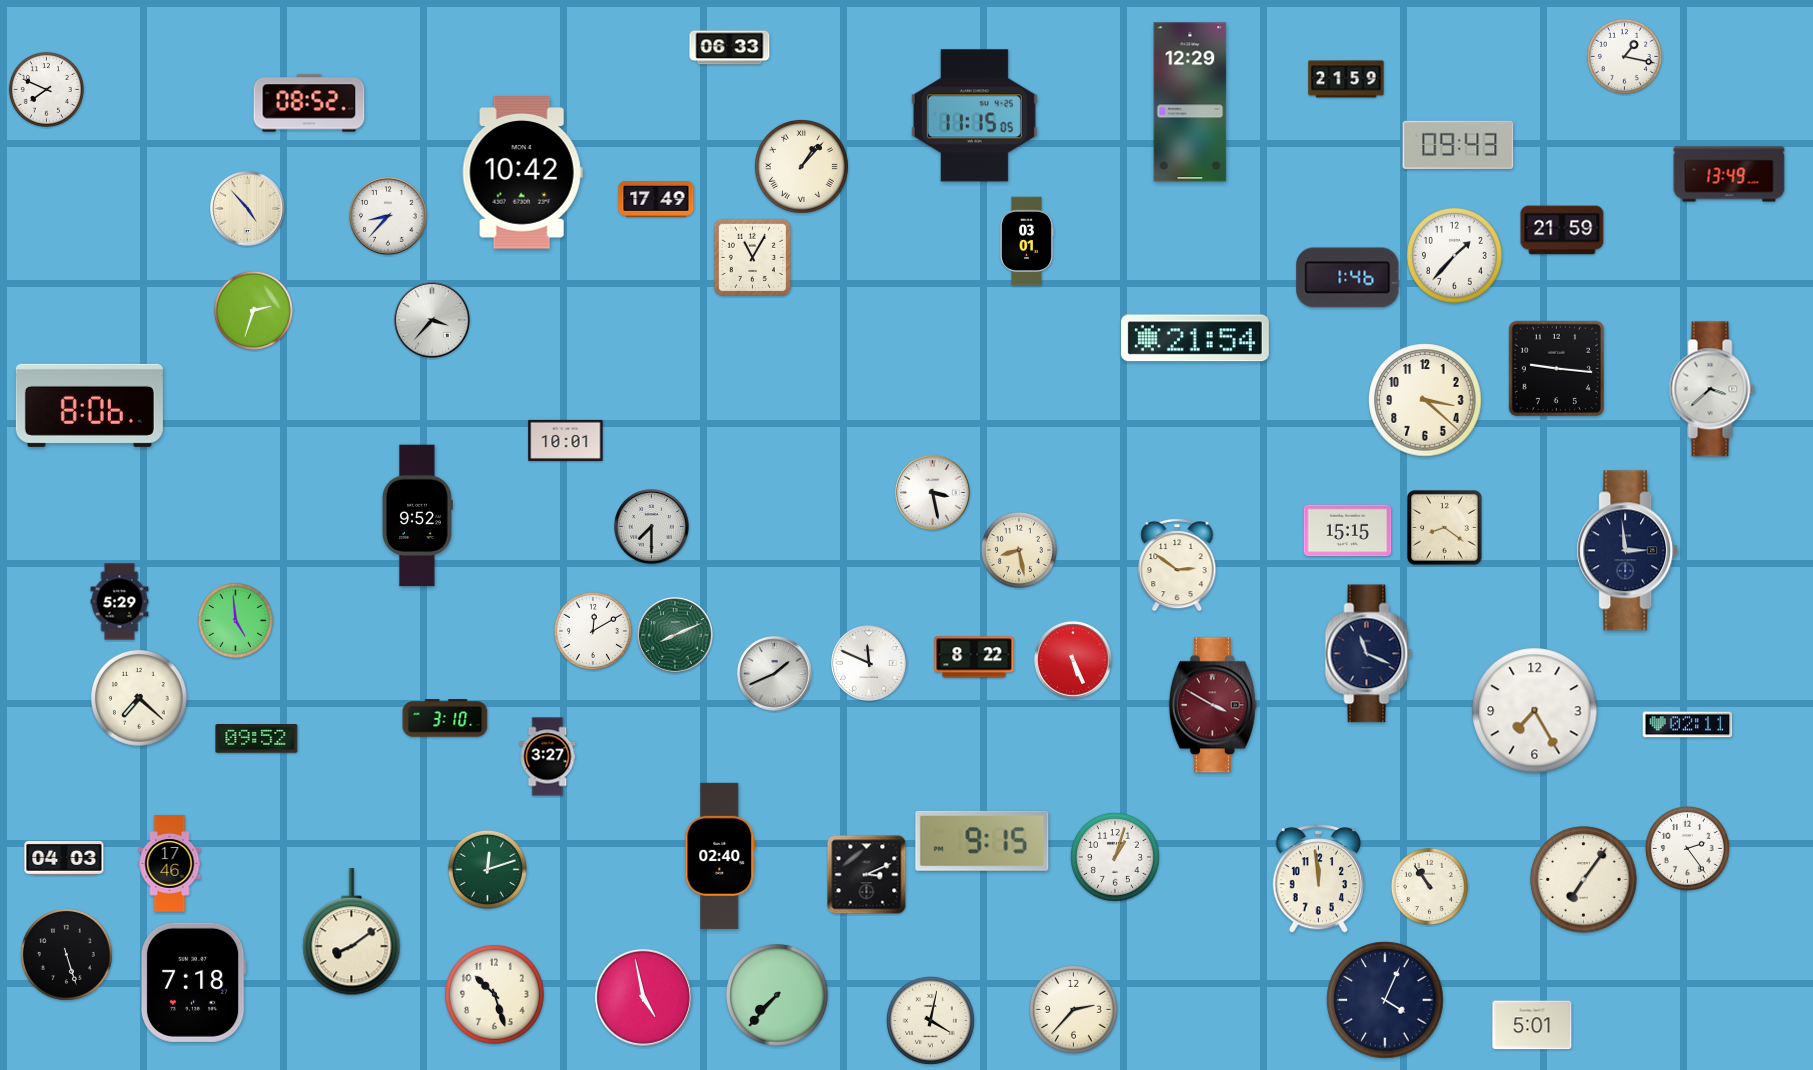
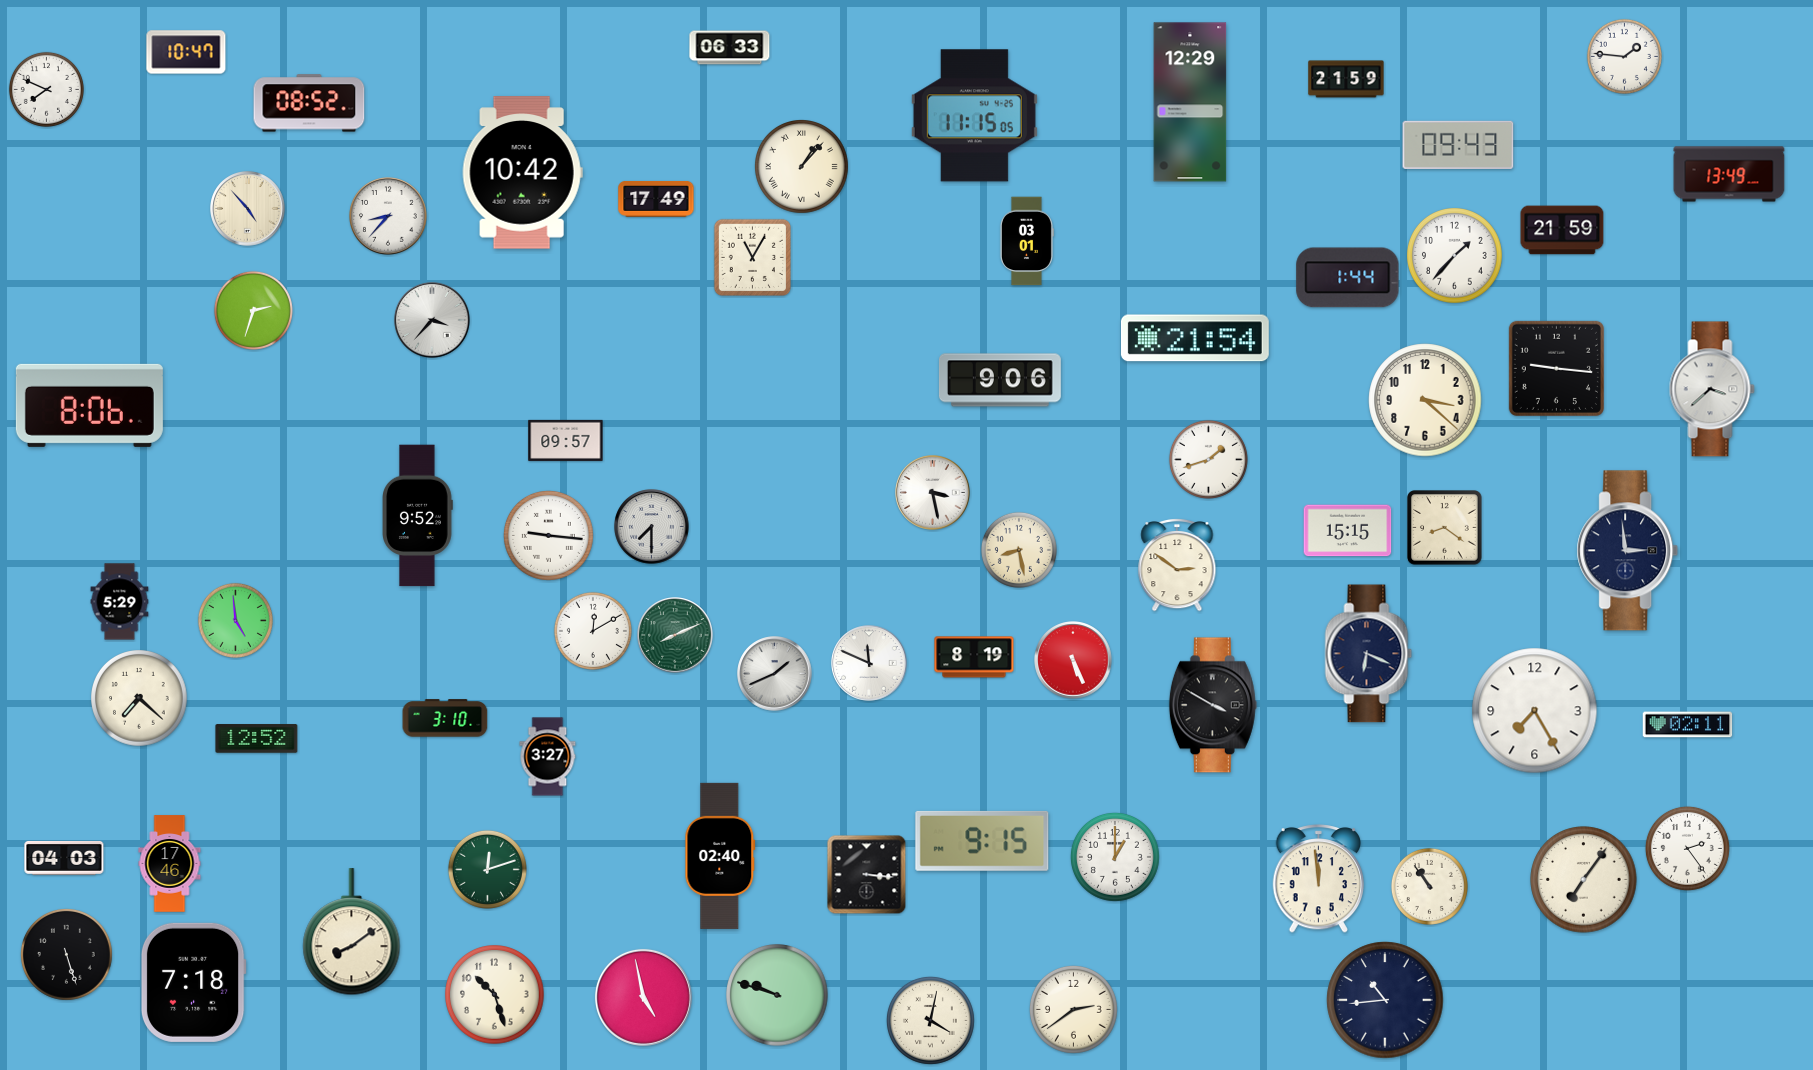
clock at (186, 52): none -> 10:47
clock at (1624, 56): 1:17 -> 1:46
clock at (1348, 278): 1:46 -> 1:44
clock at (1000, 380): none -> 9:06
clock at (566, 440): 10:01 -> 09:57
clock at (1208, 459): none -> 1:42
clock at (548, 535): none -> 9:16
clock at (1369, 654): 11:19 -> 6:19
clock at (974, 657): 8:22 -> 8:19
clock at (1213, 705) dial: burgundy -> black
clock at (257, 739): 09:52 -> 12:52
clock at (1115, 857): 1:03 -> 1:00
clock at (867, 875): 3:11 -> 3:16
clock at (777, 995): 7:37 -> 9:48
clock at (1385, 1000): 4:04 -> 10:44
clock at (1073, 1009): 2:37 -> 2:39
clock at (1532, 1025): 5:01 -> none
